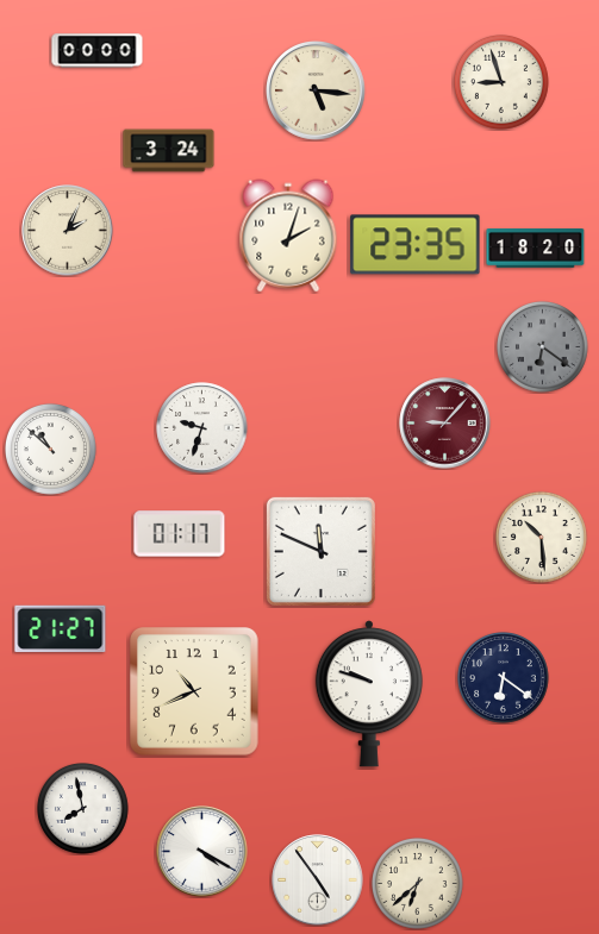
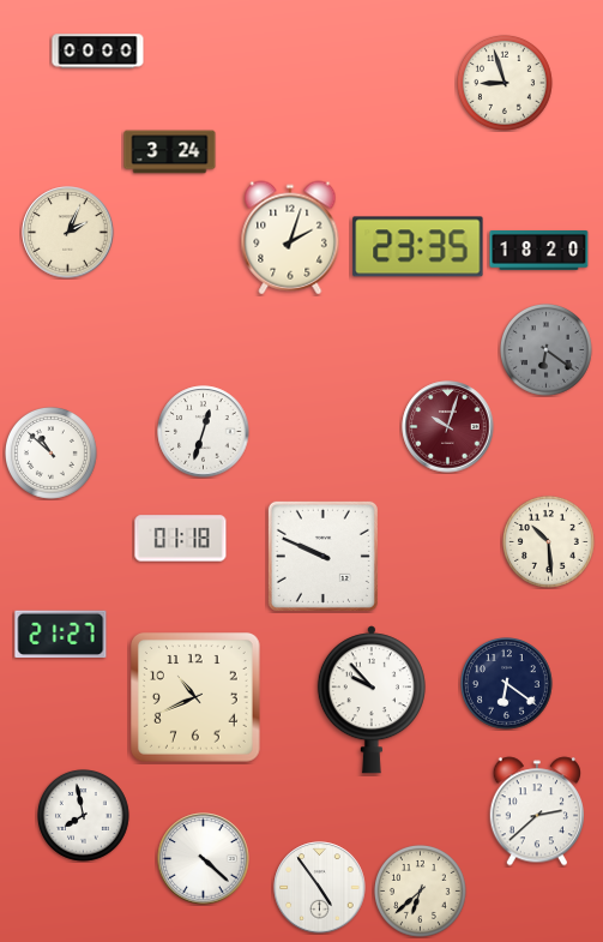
clock at (317, 92): 5:16 -> none
clock at (445, 424): 9:07 -> 10:03
clock at (202, 428): 9:33 -> 12:33
clock at (180, 534): 01:17 -> 01:18
clock at (542, 538) position: (542, 538) -> (549, 542)
clock at (320, 551): 11:49 -> 9:49
clock at (369, 694): 9:48 -> 9:53
clock at (536, 811): none -> 2:38
clock at (202, 852): 4:20 -> 4:22
